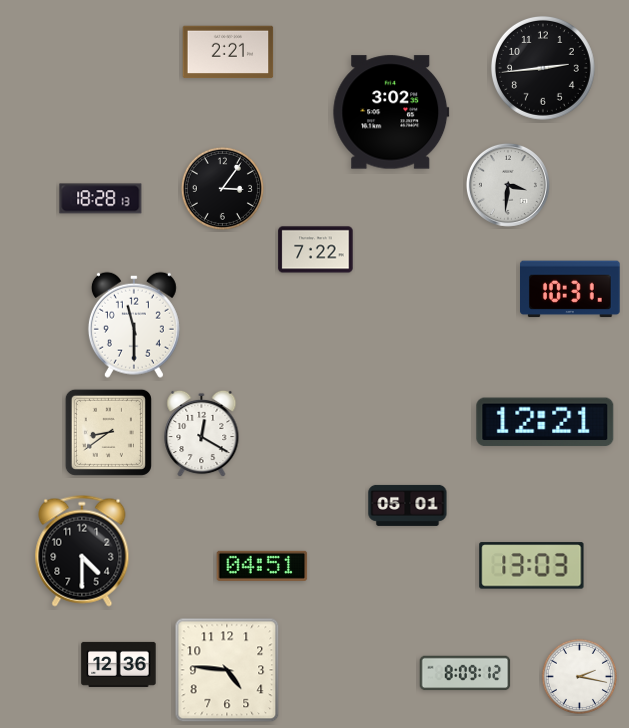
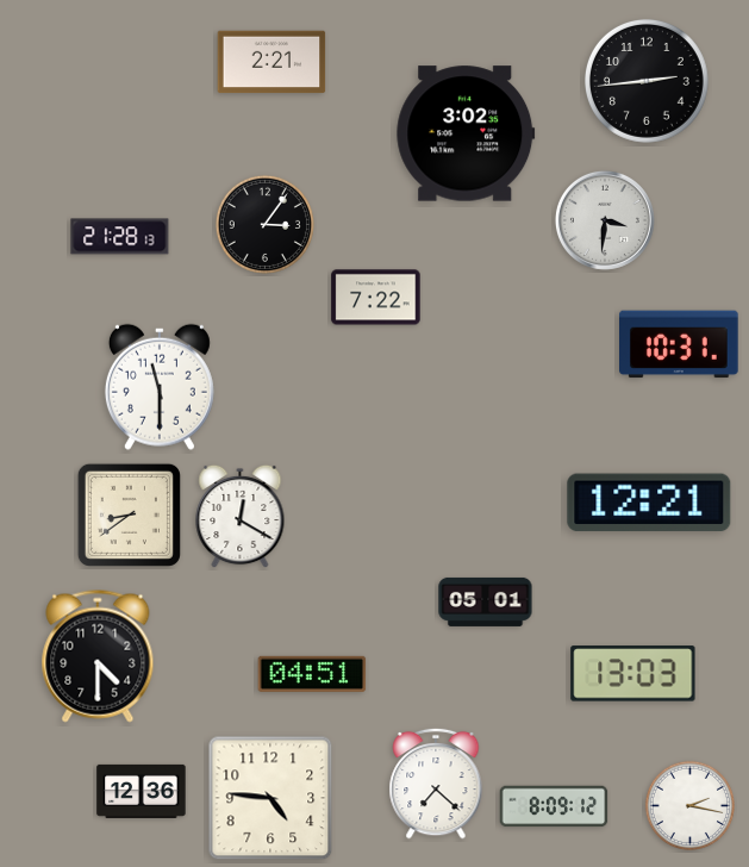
clock at (101, 199): 18:28 -> 21:28
clock at (436, 784): none -> 7:22
clock at (465, 673) position: (465, 673) -> (554, 806)
